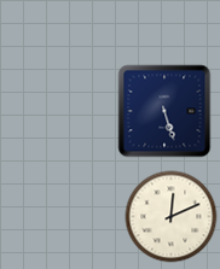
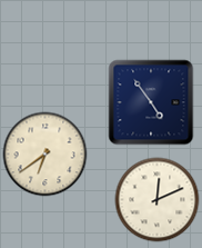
clock at (164, 111): 5:27 -> 4:54
clock at (46, 155): none -> 6:39
